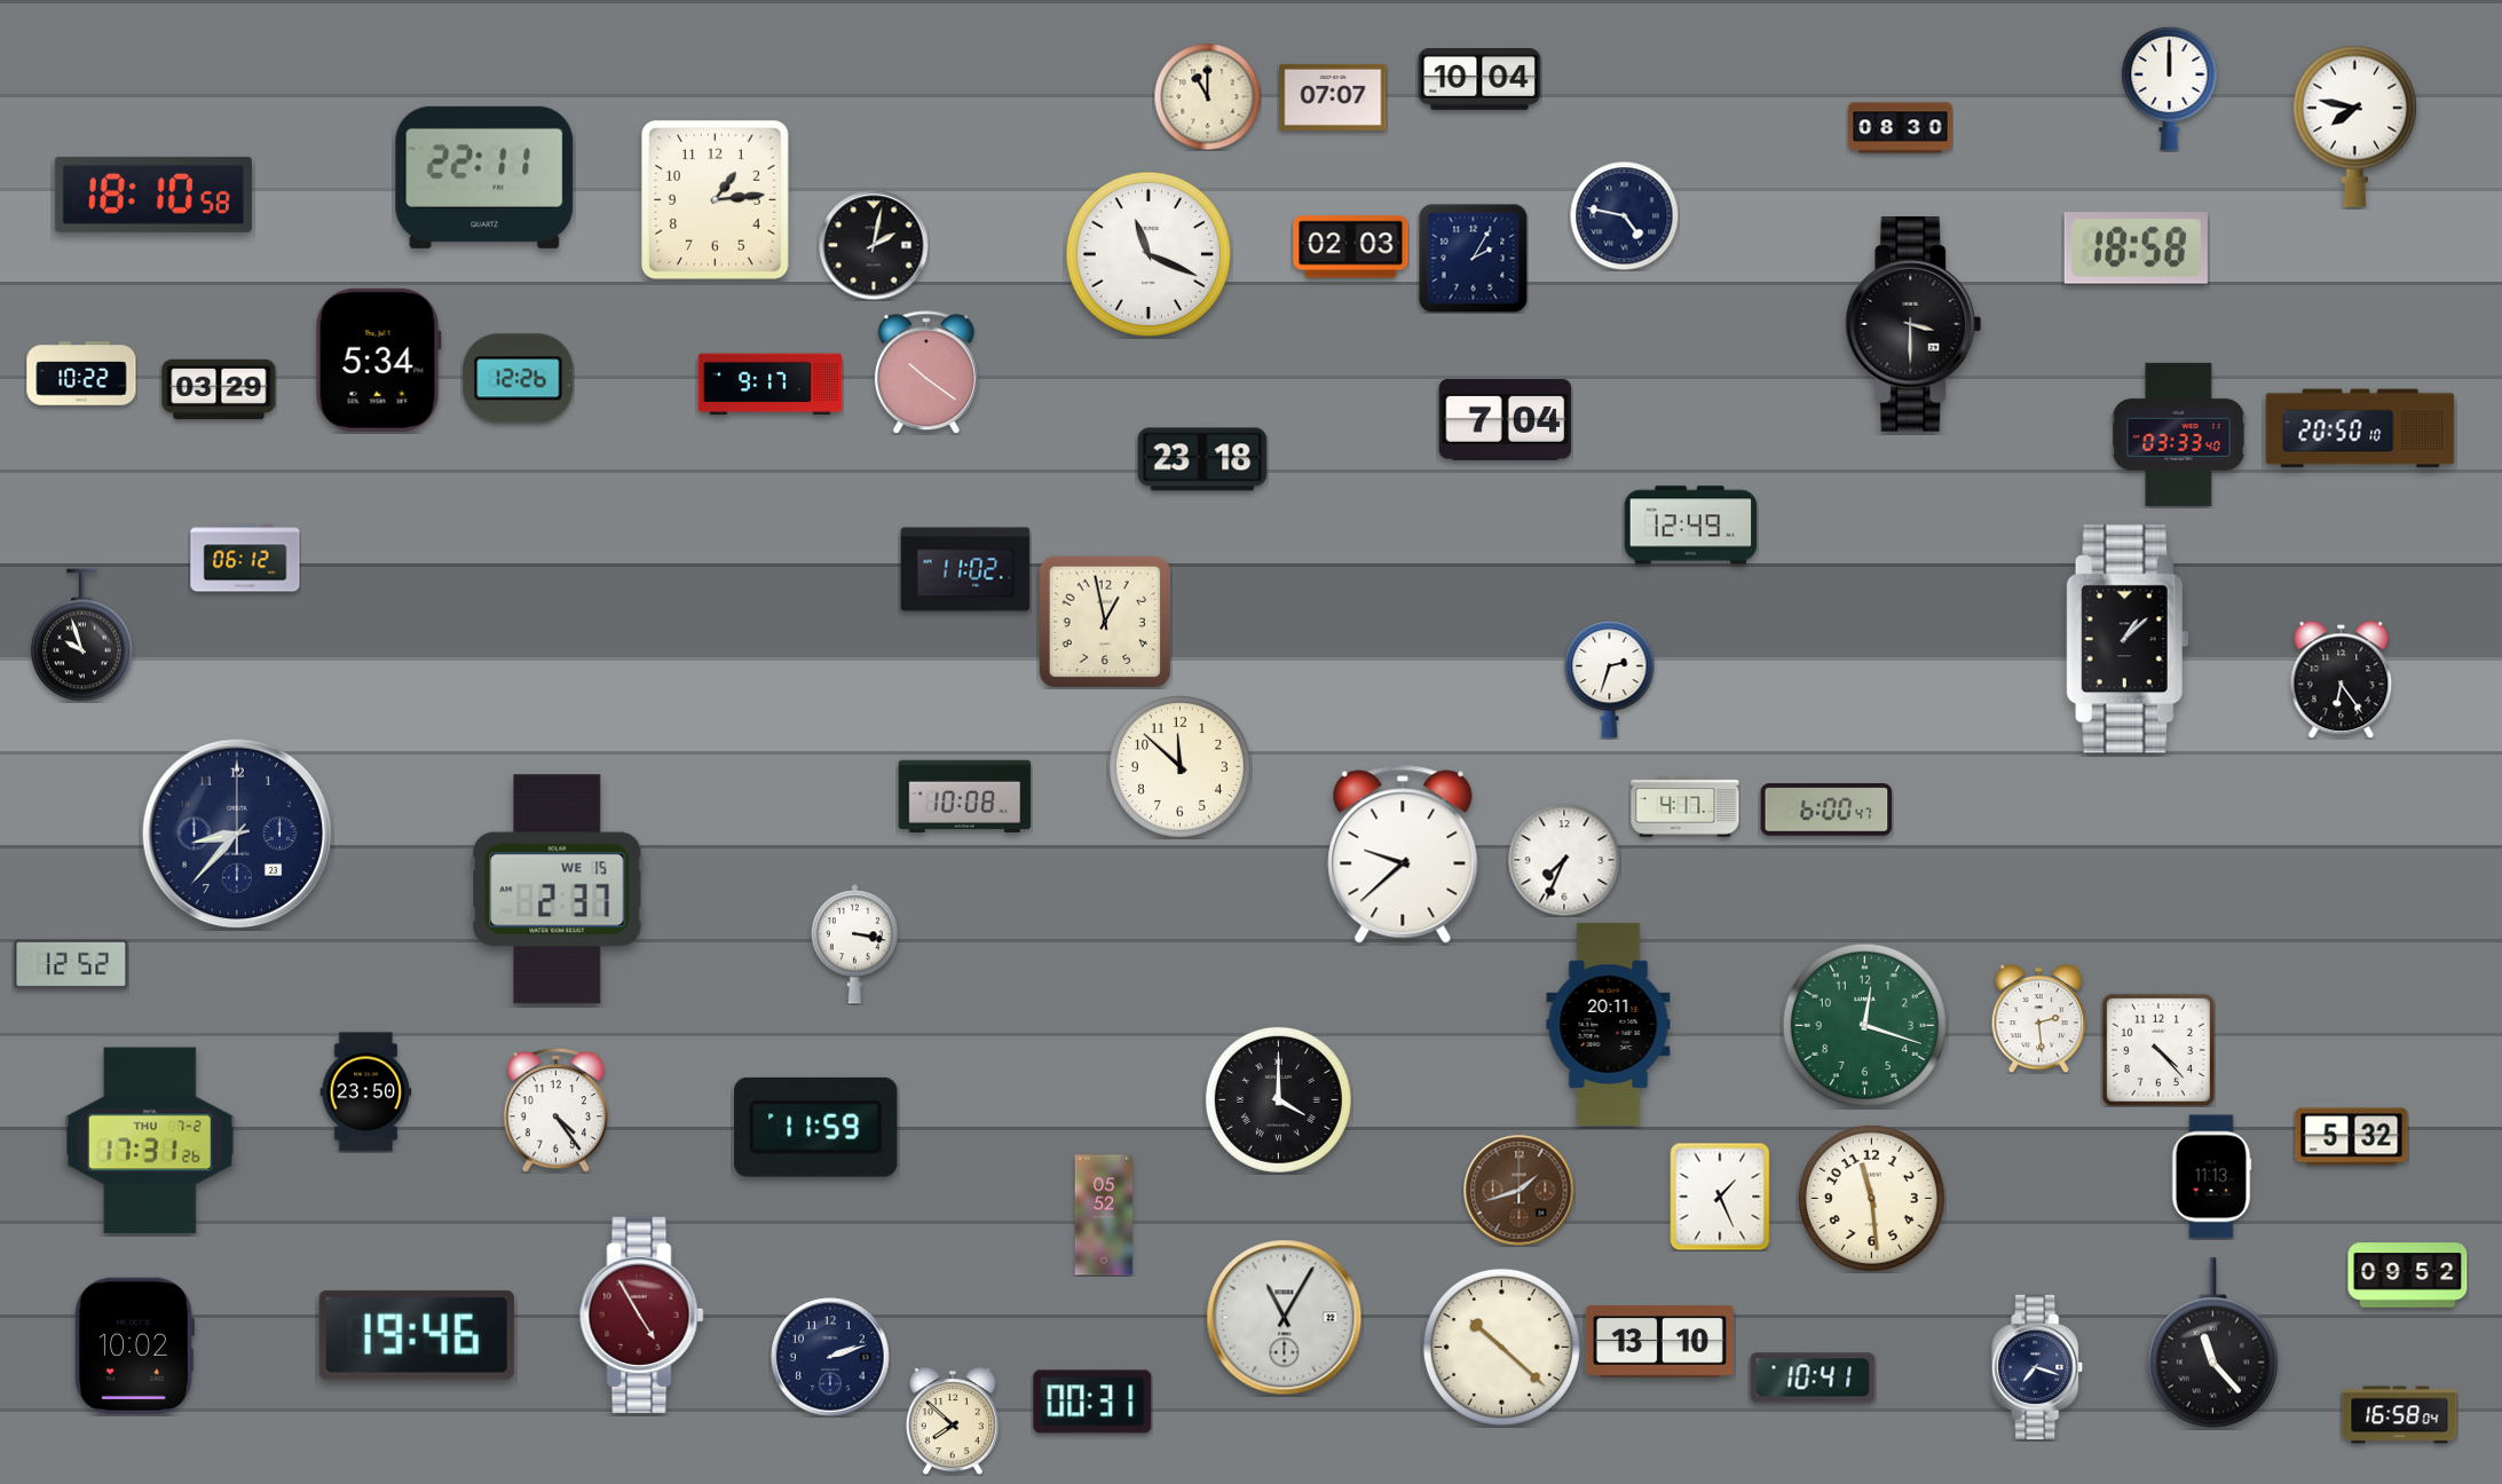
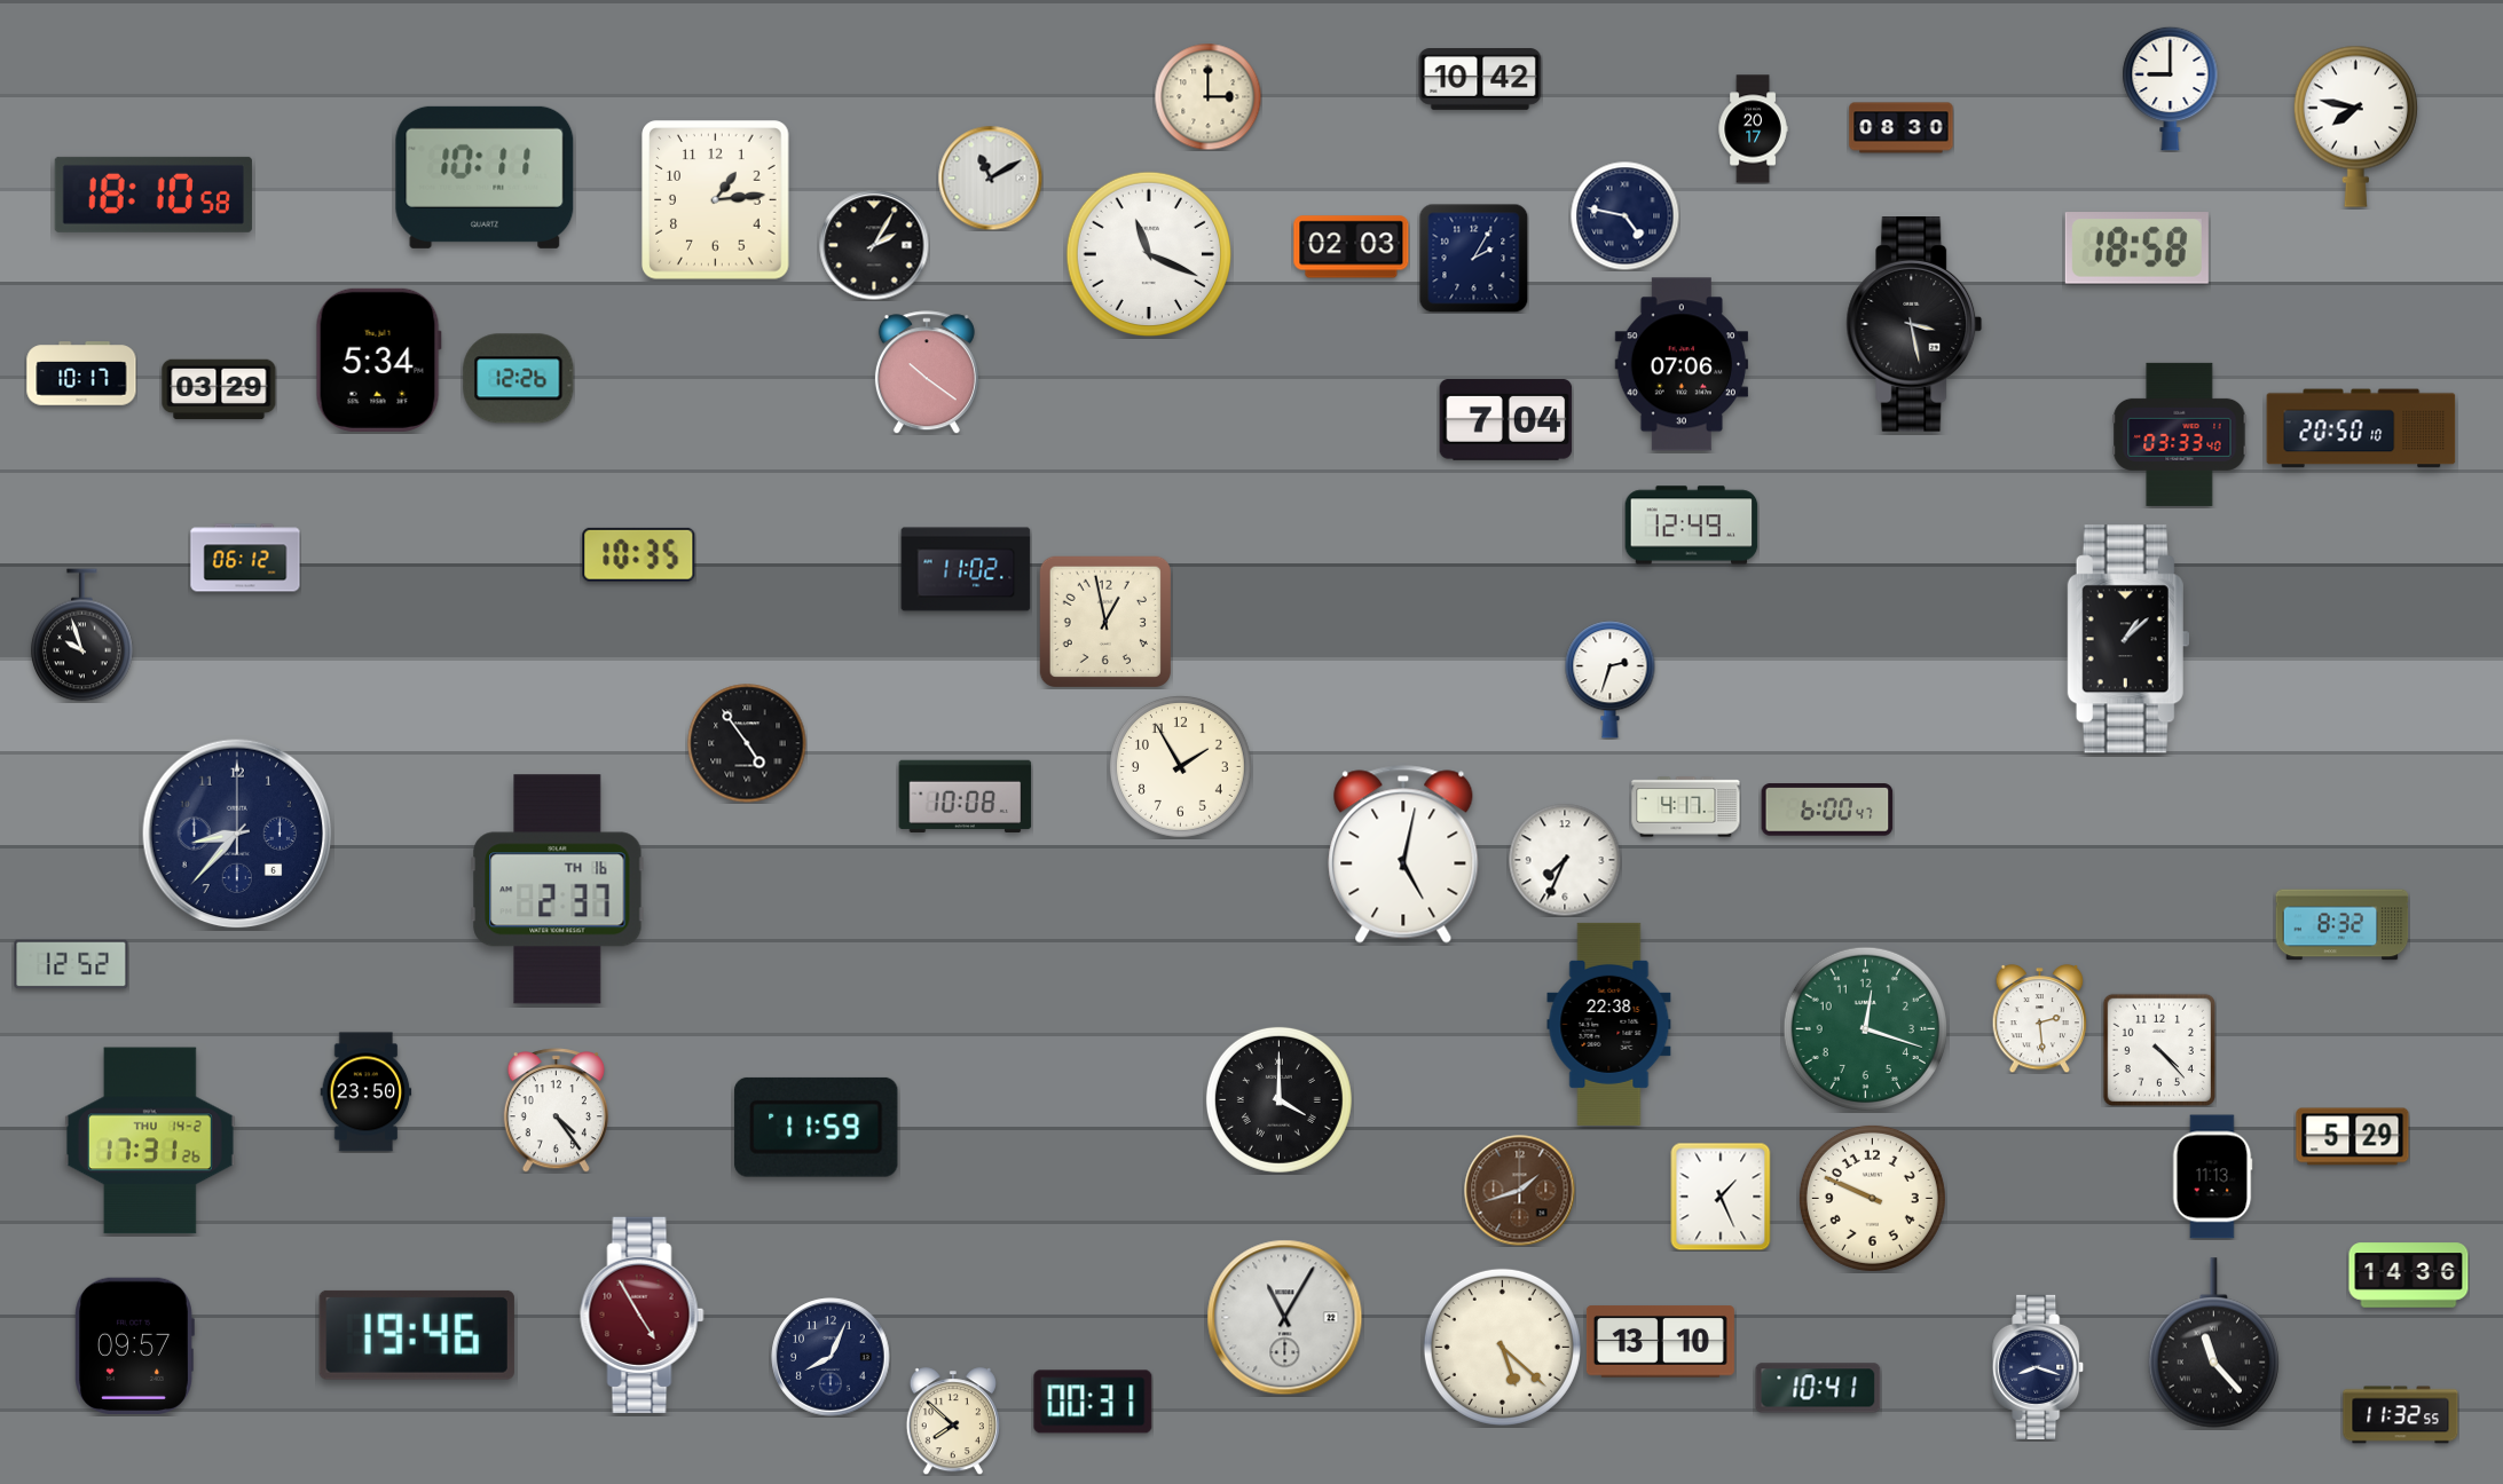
clock at (1479, 80): 10:04 -> 10:42
clock at (2170, 88): 12:00 -> 9:00
clock at (1207, 96): 11:00 -> 3:00
clock at (1333, 97): 07:07 -> none
clock at (1753, 129): none -> 20:17
clock at (484, 177): 22:11 -> 10:11
clock at (990, 177): none -> 11:10
clock at (874, 245): 2:02 -> 2:05
clock at (1913, 325): 3:30 -> 3:28
clock at (1681, 364): none -> 07:06
clock at (81, 373): 10:22 -> 10:17
clock at (769, 385): 9:17 -> none
clock at (1202, 459): 23:18 -> none
clock at (639, 554): none -> 10:35
clock at (2342, 679): 6:24 -> none
clock at (747, 743): none -> 4:54
clock at (1179, 766): 11:52 -> 1:55
clock at (237, 834) date: 23 -> 6
clock at (1403, 854): 9:38 -> 5:02
clock at (558, 890) date: WE 15 -> TH 16
clock at (2343, 925): none -> 8:32
clock at (854, 945): 3:17 -> none
clock at (1609, 1024): 20:11 -> 22:38
clock at (1864, 1025) position: (1864, 1025) -> (1865, 1028)
clock at (2352, 1137): 5:32 -> 5:29
clock at (150, 1140) date: THU 7-2 -> THU 14-2
clock at (1871, 1198): 11:29 -> 9:49
clock at (1104, 1215): 05:52 -> none
clock at (2408, 1276): 09:52 -> 14:36
clock at (134, 1345): 10:02 -> 09:57
clock at (1501, 1347): 10:22 -> 5:22
clock at (830, 1357): 2:12 -> 8:04
clock at (2038, 1367): 7:18 -> 8:18
clock at (1813, 1378) position: (1813, 1378) -> (1818, 1388)
clock at (2400, 1415): 16:58 -> 11:32
